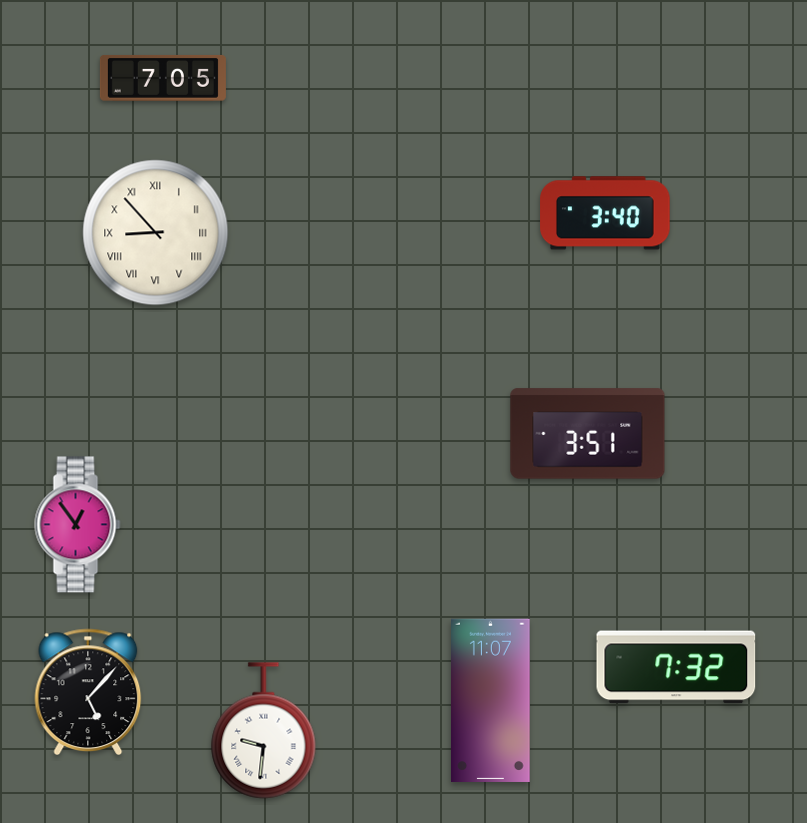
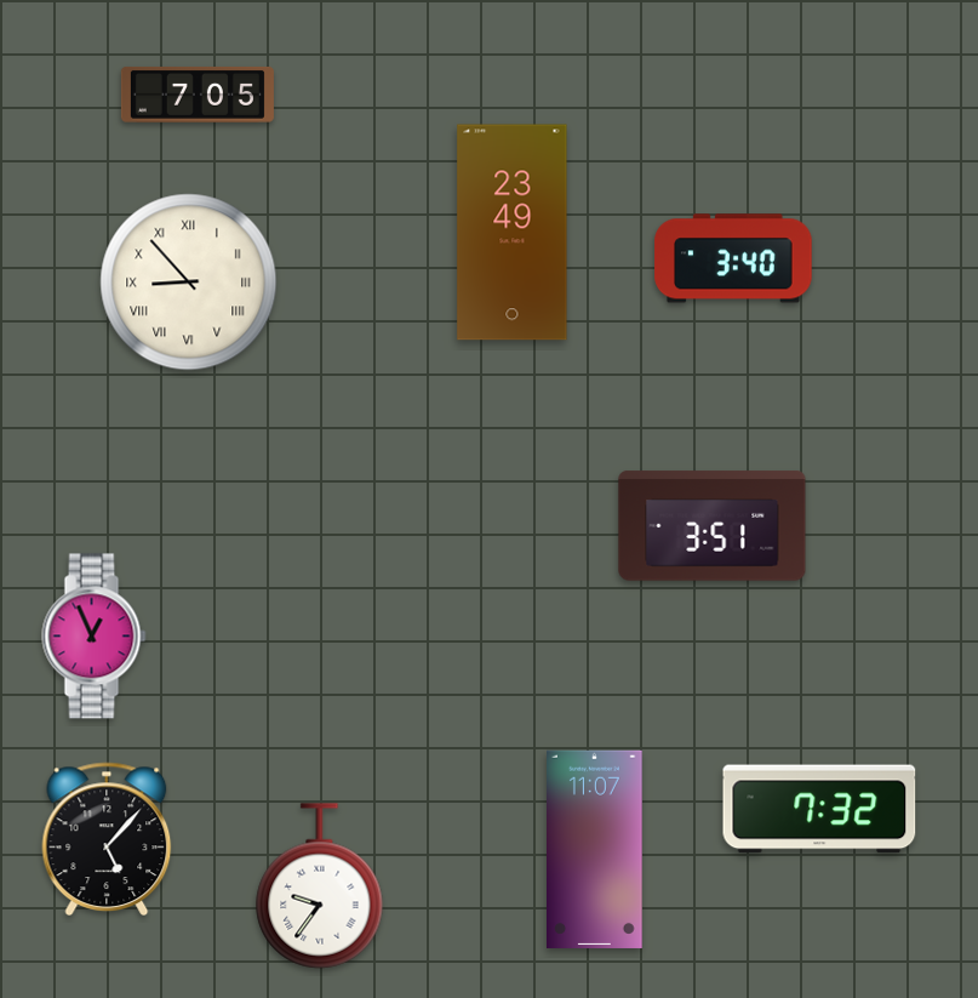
clock at (513, 233): none -> 23:49
clock at (78, 525): 12:54 -> 12:56
clock at (264, 731): 9:31 -> 9:36
